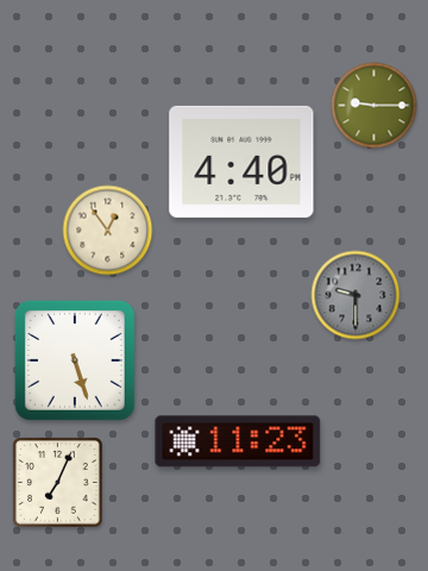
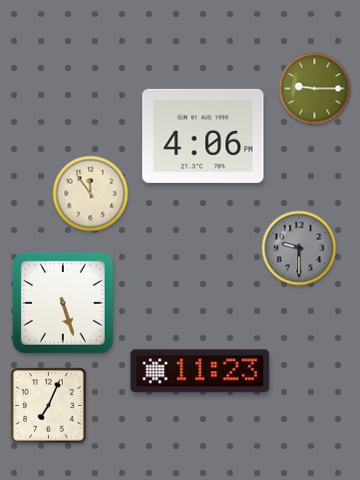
clock at (241, 162): 4:40 -> 4:06
clock at (108, 231): 12:54 -> 11:54
